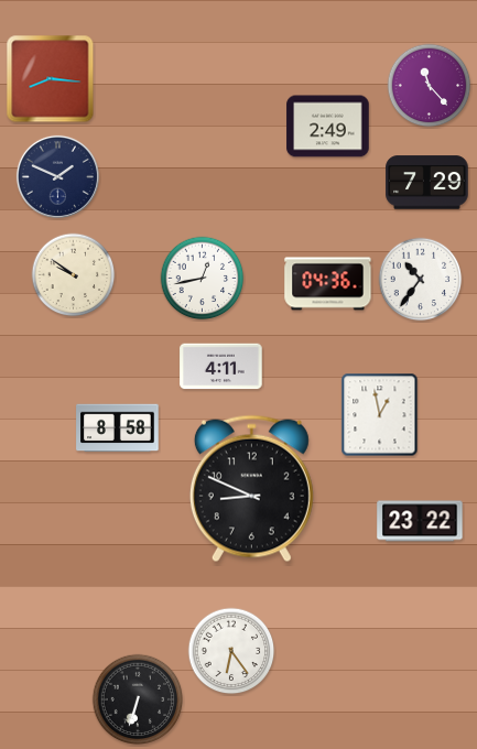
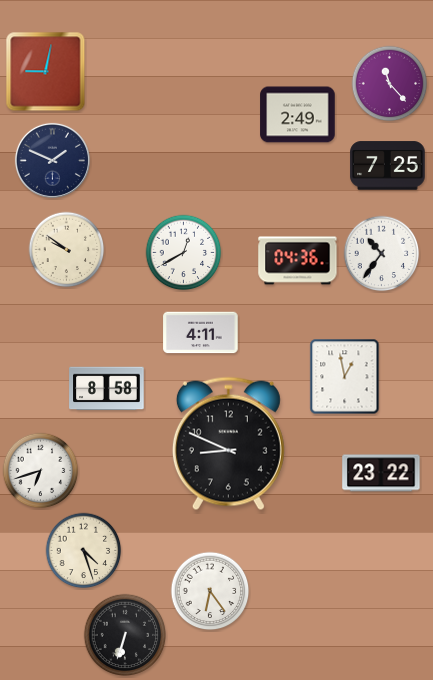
clock at (51, 79): 8:16 -> 9:02
clock at (430, 86) position: (430, 86) -> (390, 84)
clock at (427, 183): 7:29 -> 7:25
clock at (203, 279): 12:43 -> 12:40
clock at (328, 284) position: (328, 284) -> (298, 261)
clock at (41, 471): none -> 6:42
clock at (84, 551): none -> 4:27
